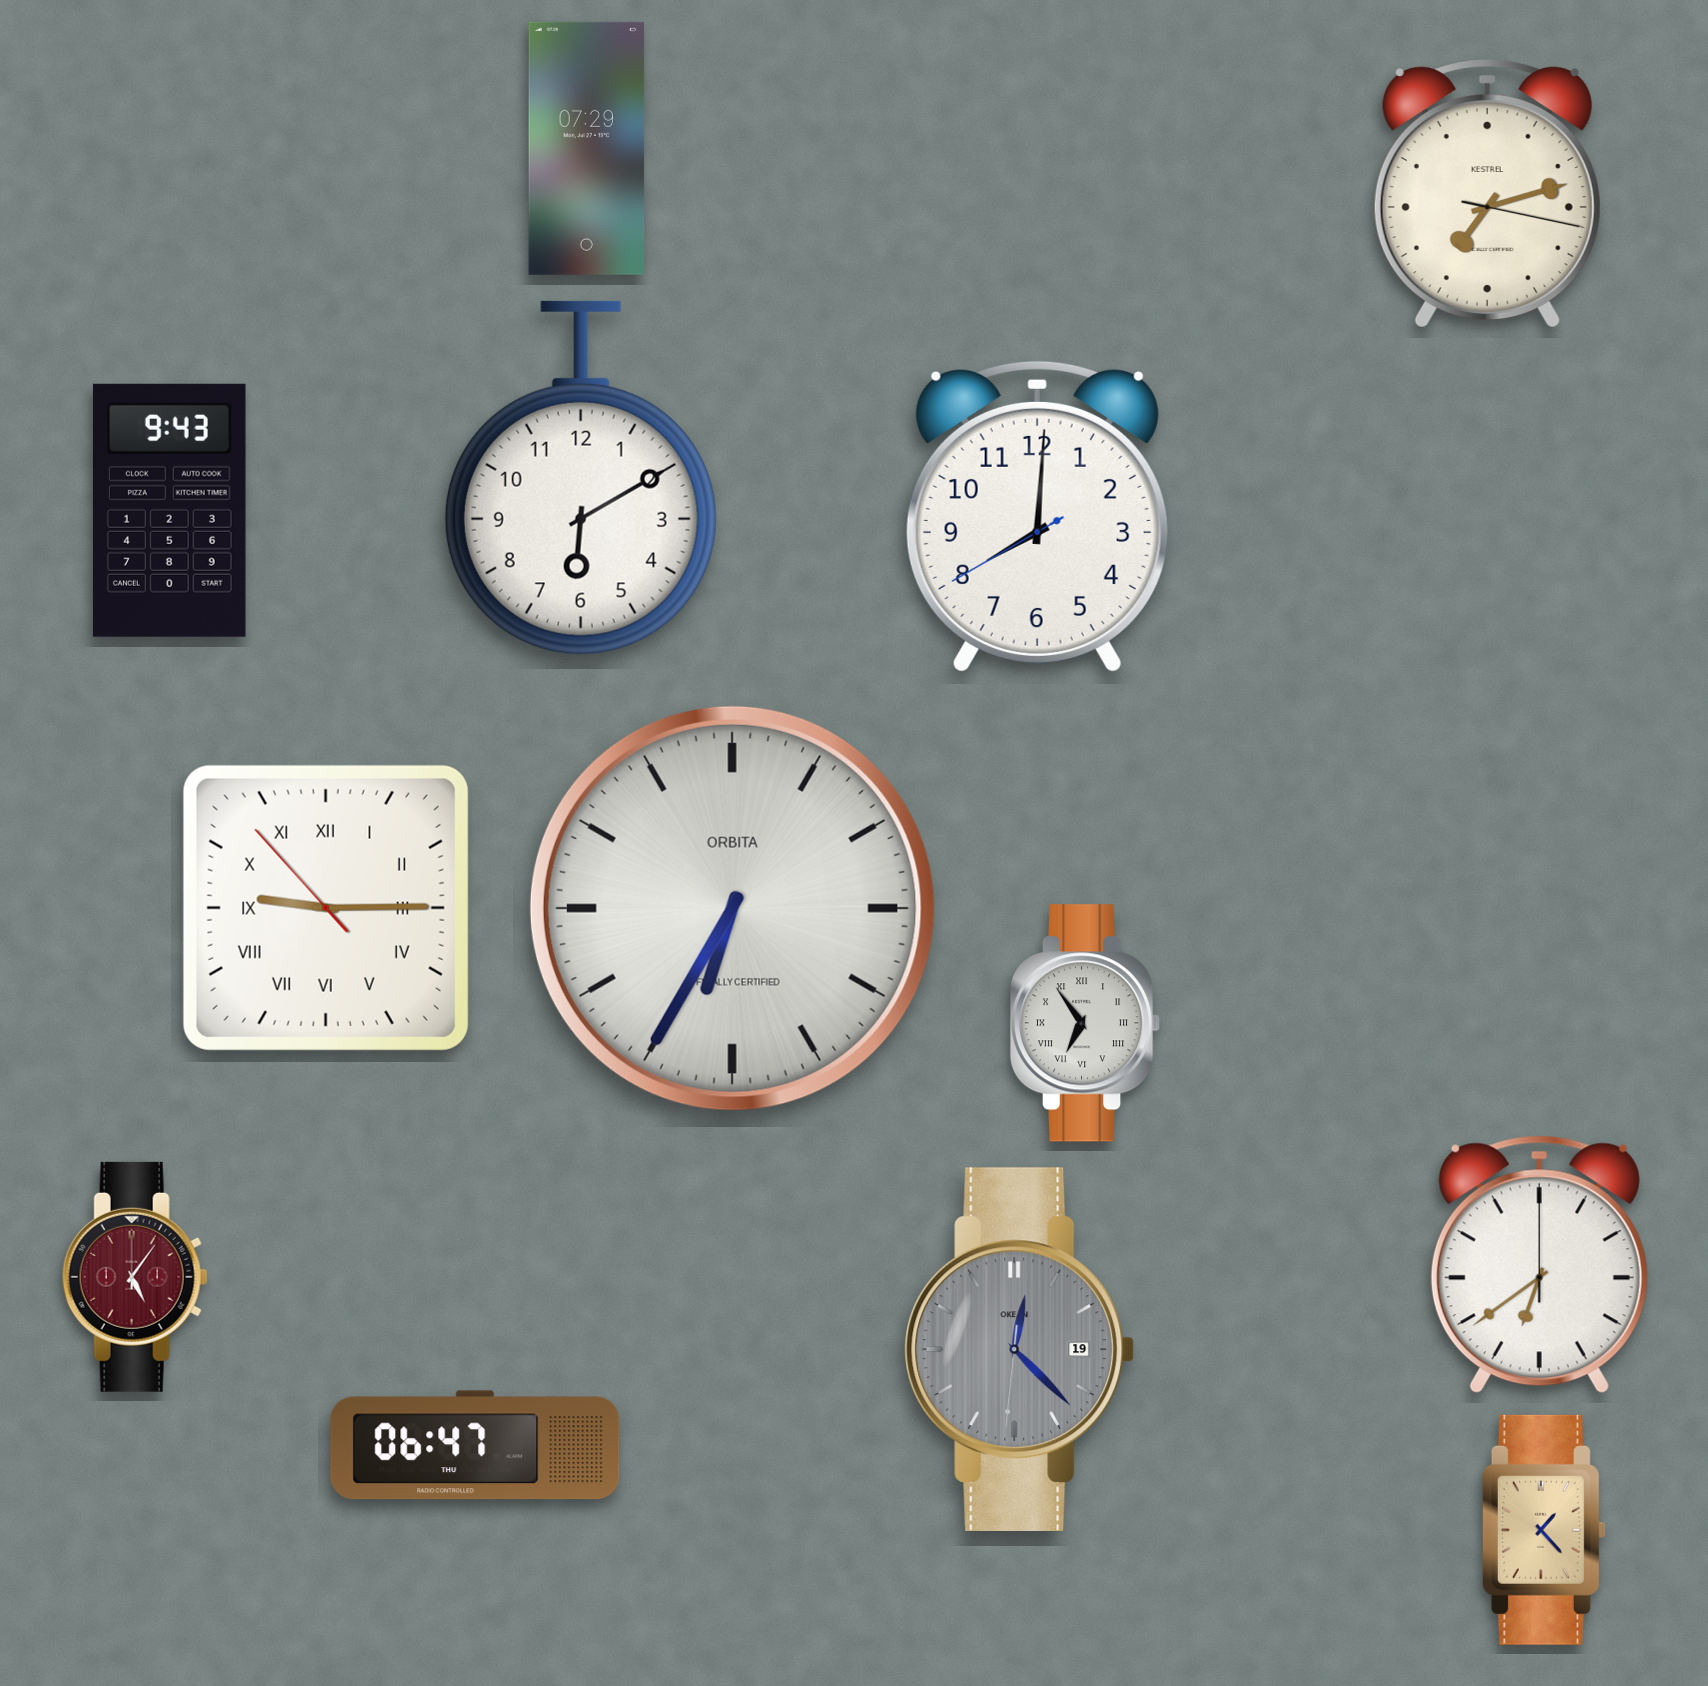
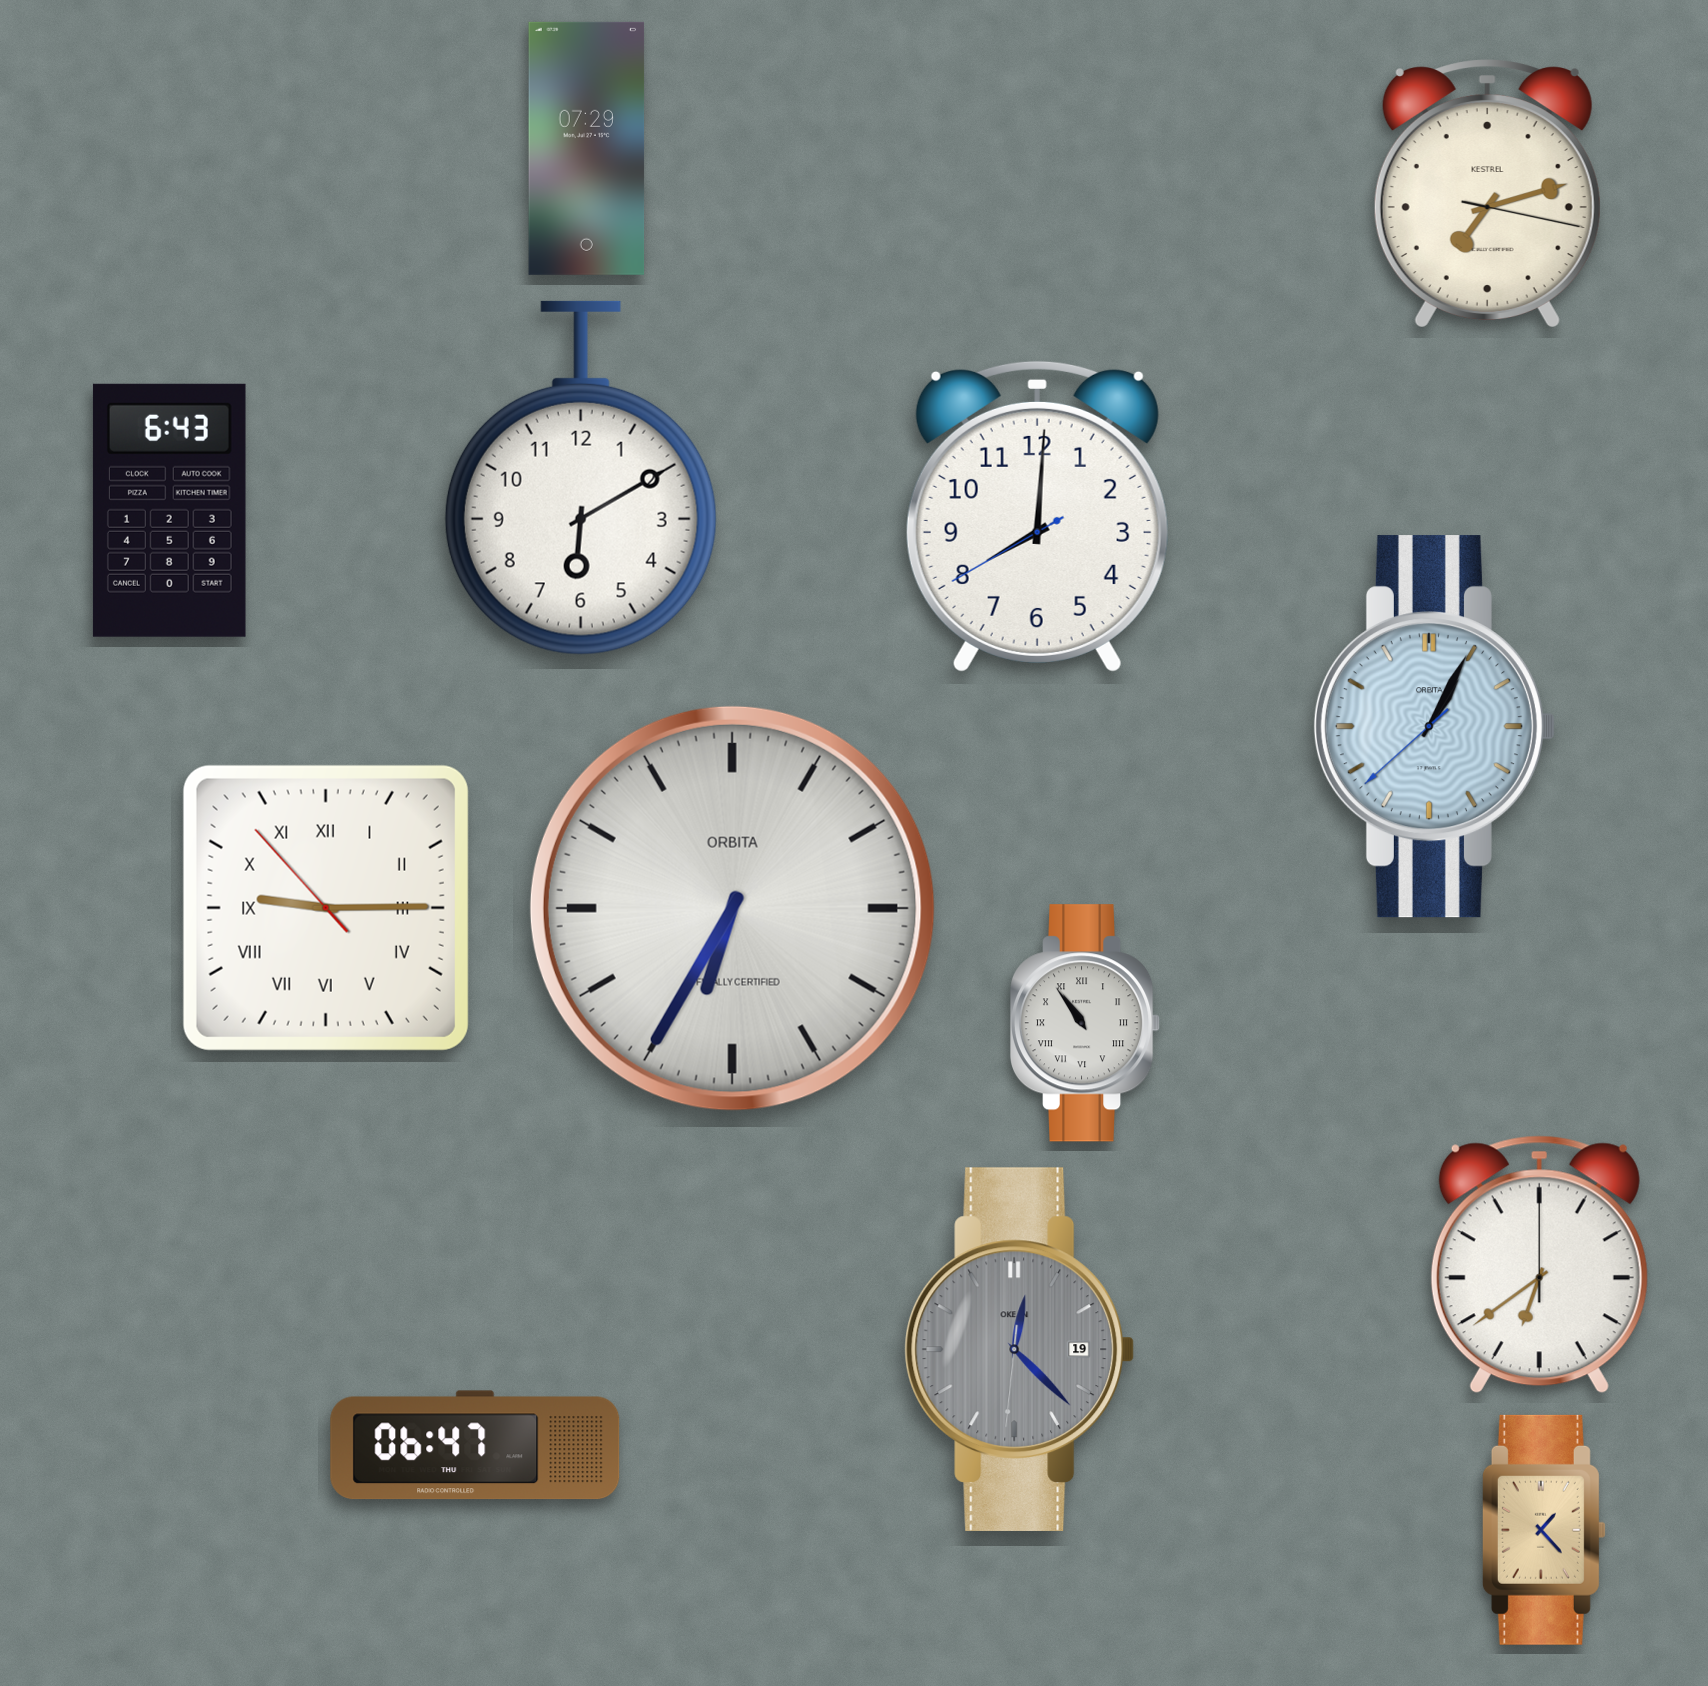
clock at (169, 510): 9:43 -> 6:43
clock at (1434, 727): none -> 1:04
clock at (1085, 1023): 6:54 -> 10:54
clock at (135, 1277): 5:06 -> none
